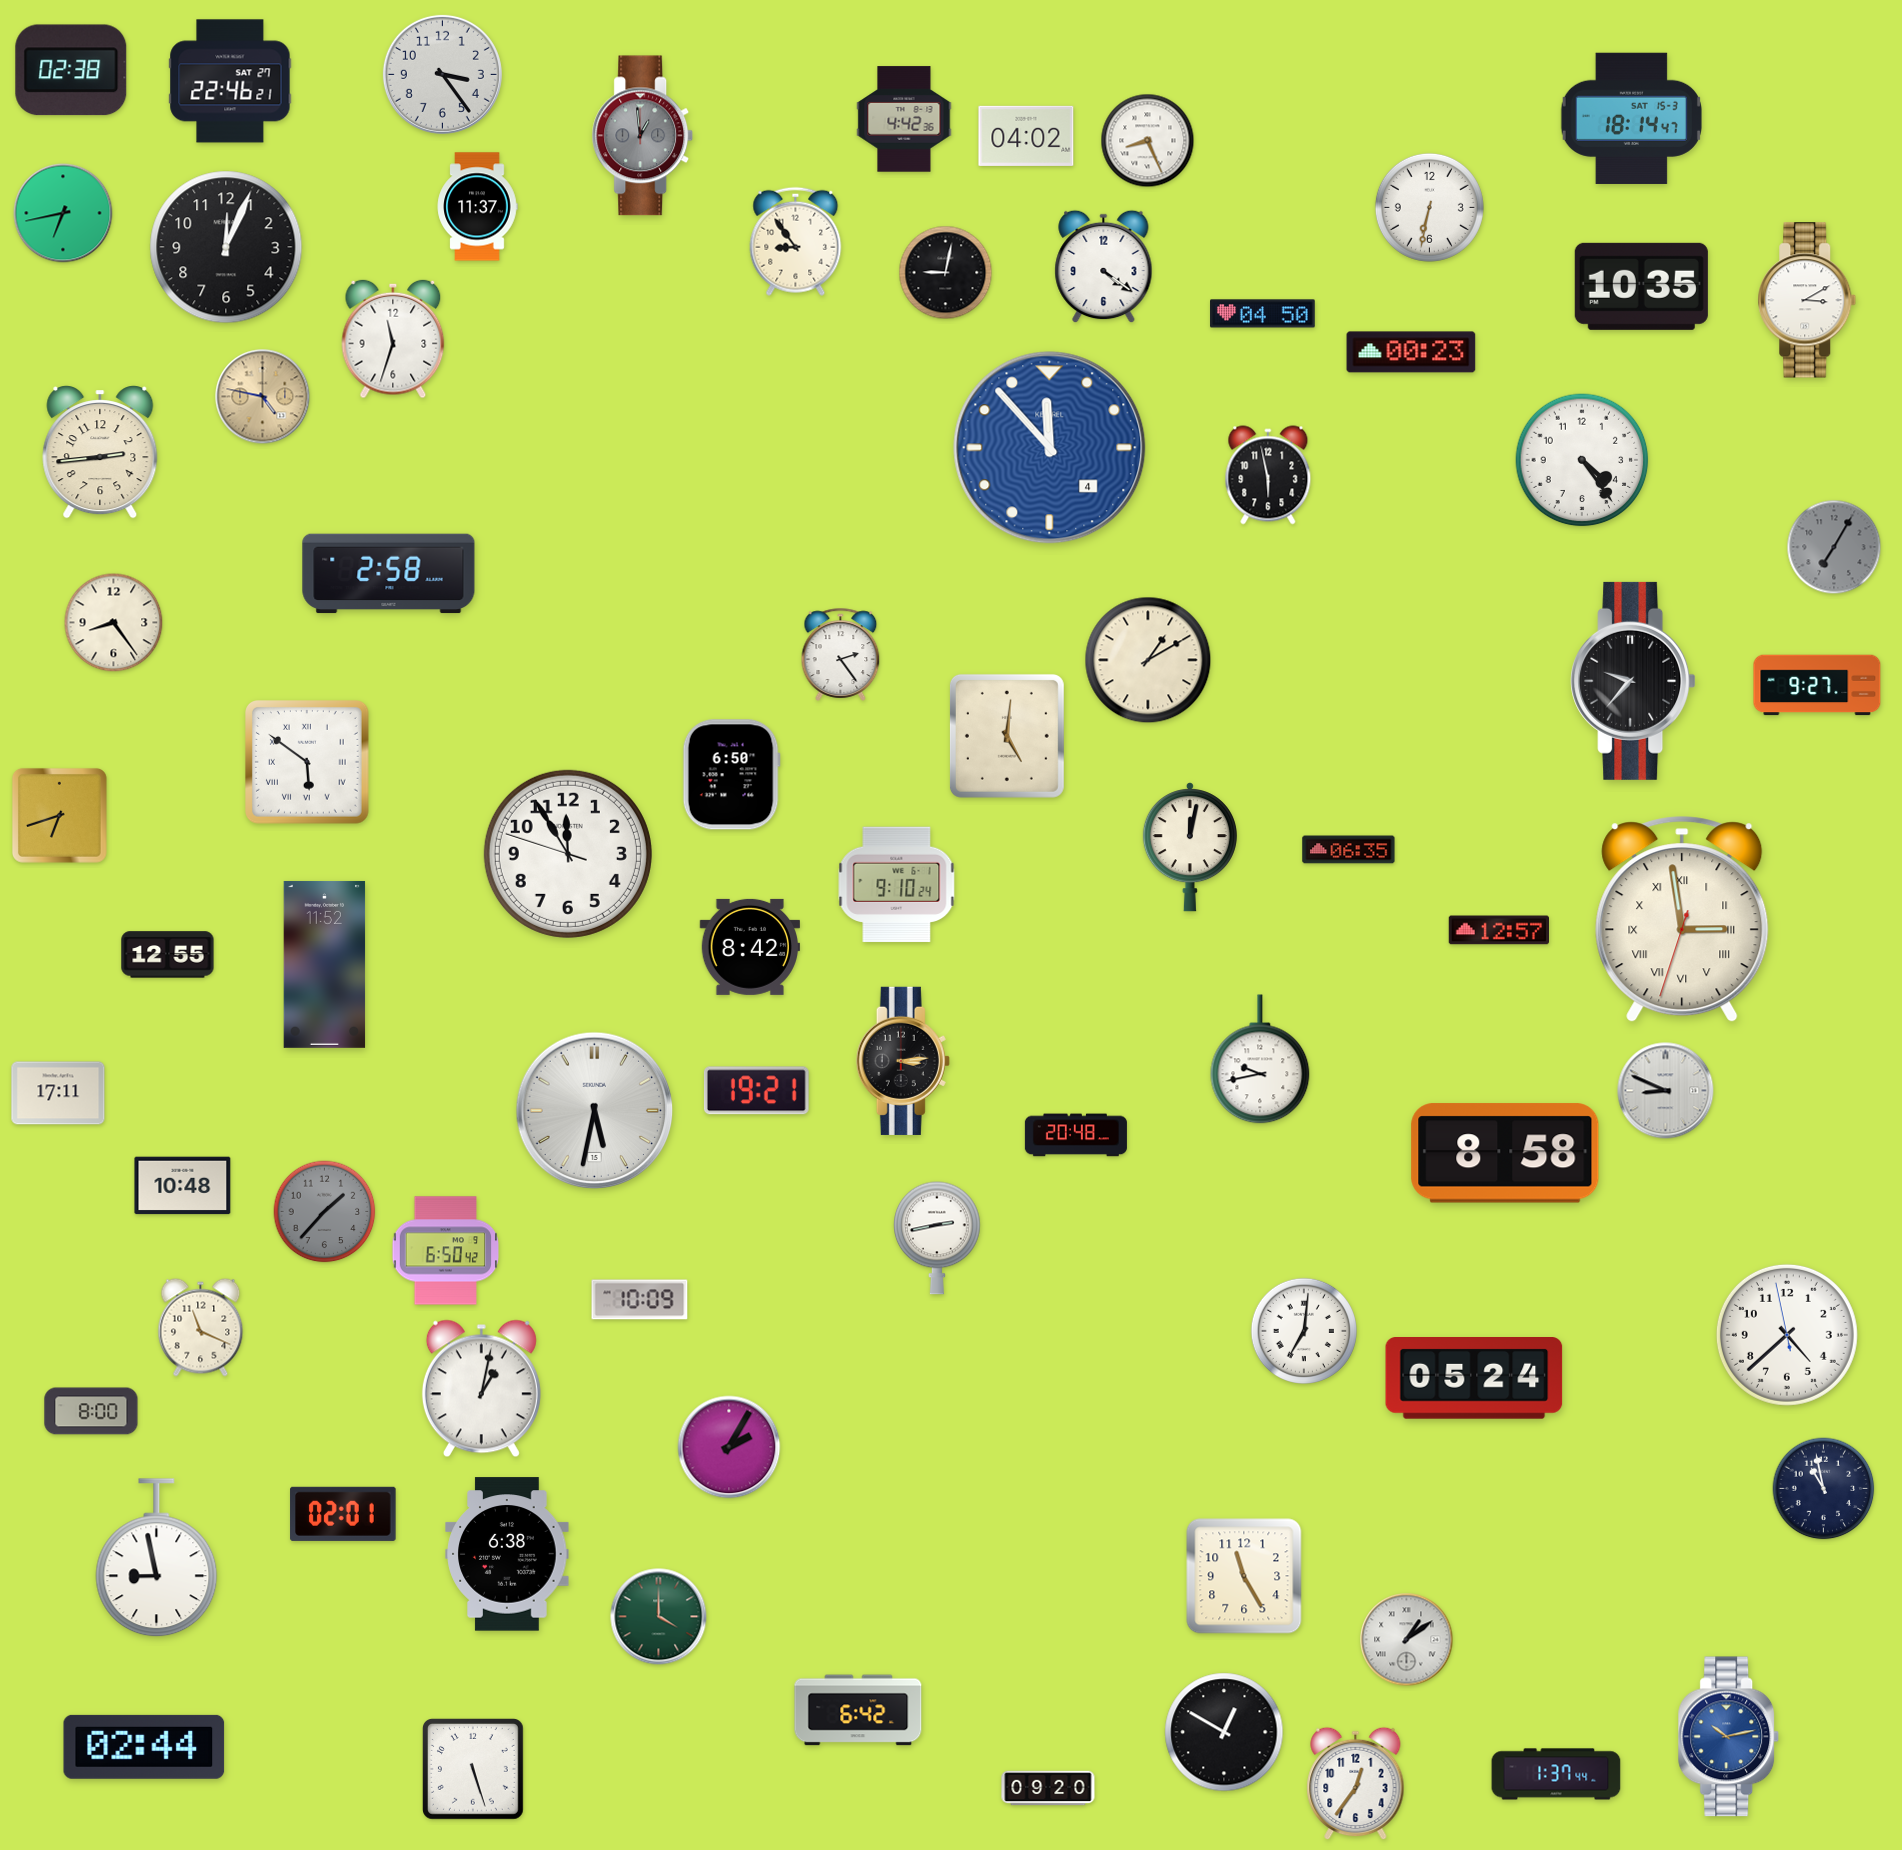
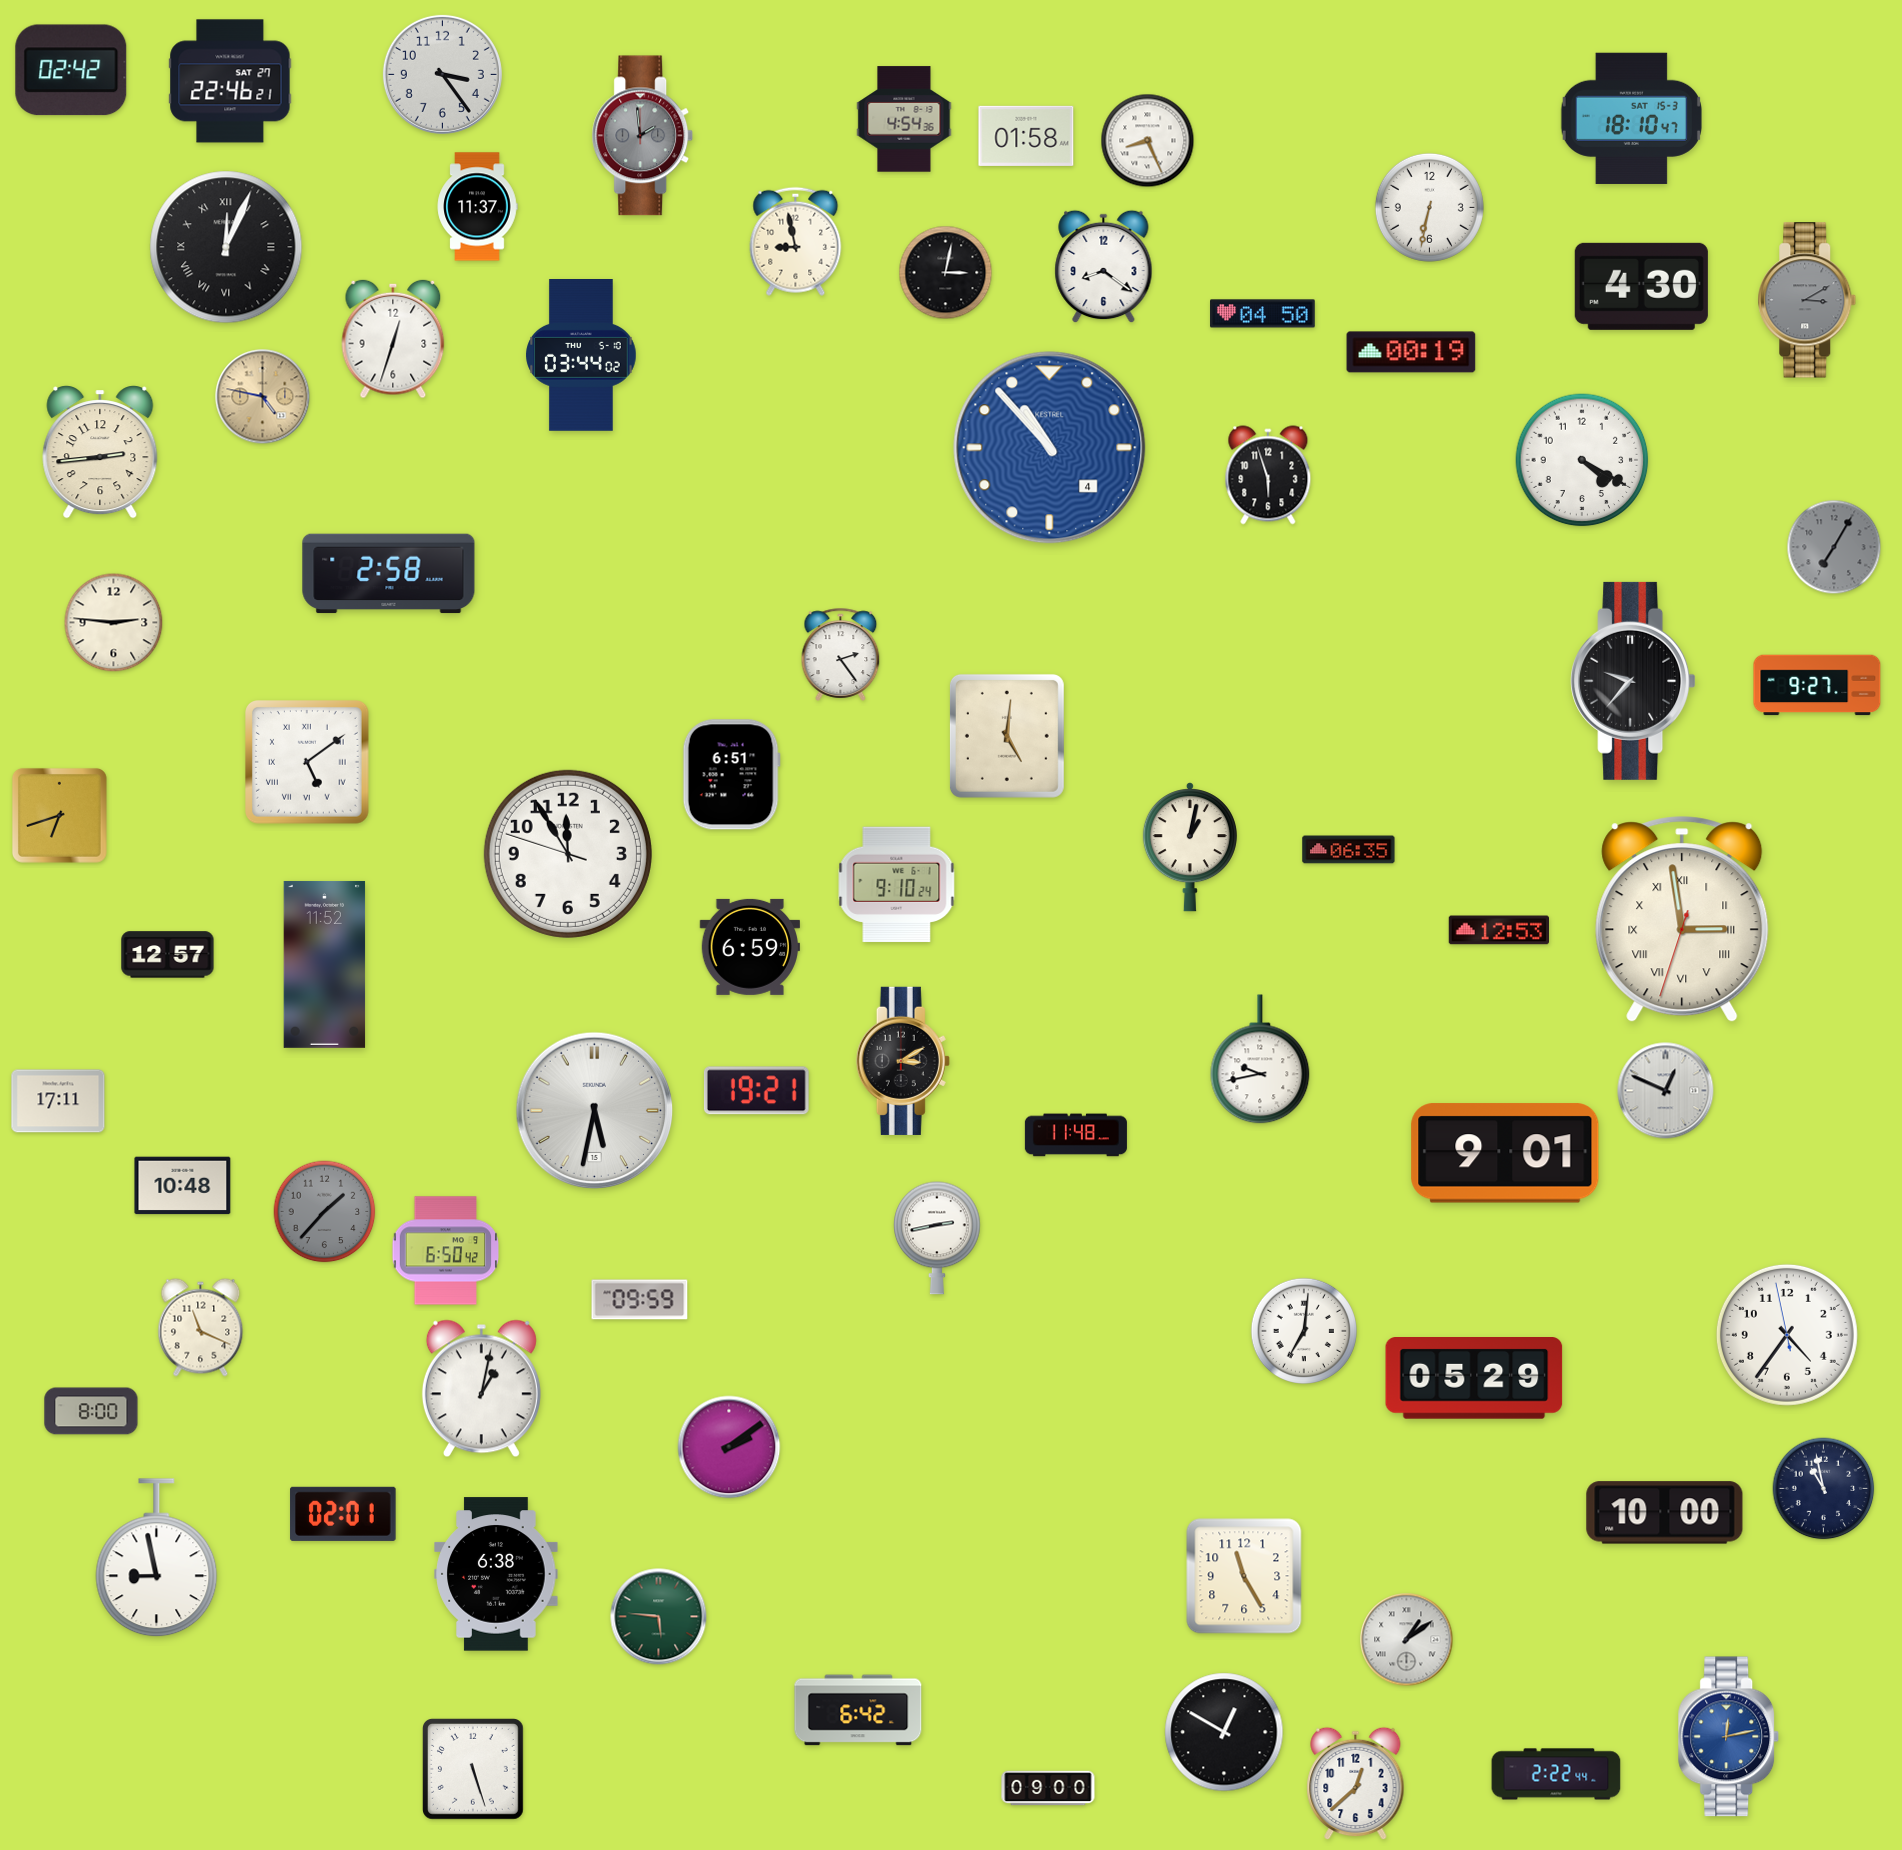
clock at (71, 70): 02:38 -> 02:42
clock at (1631, 118): 18:14 -> 18:10
clock at (904, 119): 4:42 -> 4:54
clock at (643, 136): 12:59 -> 1:59
clock at (1026, 136): 04:02 -> 01:58
clock at (63, 213): 6:43 -> none
clock at (796, 241): 8:54 -> 8:58
clock at (226, 247) numerals: Arabic -> Roman
clock at (1104, 267): 4:21 -> 8:21
clock at (946, 273): 9:02 -> 3:02
clock at (1641, 286): 10:35 -> 4:30
clock at (1807, 300) dial: white -> grey
clock at (393, 339): 11:33 -> 12:33
clock at (1411, 352): 00:23 -> 00:19
clock at (581, 356): none -> 03:44
clock at (1050, 448): 11:53 -> 10:53
clock at (1582, 460): 4:24 -> 4:20
clock at (1268, 475): 5:58 -> 5:57
clock at (114, 623): 8:24 -> 2:46
clock at (1148, 660): 1:10 -> none
clock at (308, 763): 5:51 -> 5:09
clock at (731, 775): 6:50 -> 6:51
clock at (1190, 847): 12:02 -> 1:02
clock at (1498, 930): 12:57 -> 12:53
clock at (749, 947): 8:42 -> 6:59
clock at (168, 955): 12:55 -> 12:57
clock at (903, 1061): 3:14 -> 3:10
clock at (1666, 1091): 8:49 -> 12:49
clock at (58, 1093) position: (58, 1093) -> (58, 1101)
clock at (1076, 1135): 20:48 -> 11:48
clock at (1505, 1153): 8:58 -> 9:01
clock at (640, 1300): 10:09 -> 09:59
clock at (1787, 1335): 4:37 -> 4:35
clock at (1474, 1379): 05:24 -> 05:29
clock at (729, 1447): 2:05 -> 2:09
clock at (1665, 1513): none -> 10:00
clock at (507, 1554) position: (507, 1554) -> (496, 1574)
clock at (659, 1617): 4:00 -> 5:46
clock at (1729, 1737): 10:13 -> 12:13
clock at (144, 1747): 02:44 -> none
clock at (1556, 1774): 1:37 -> 2:22
clock at (1356, 1784): 12:36 -> 12:38
clock at (1048, 1788): 09:20 -> 09:00
